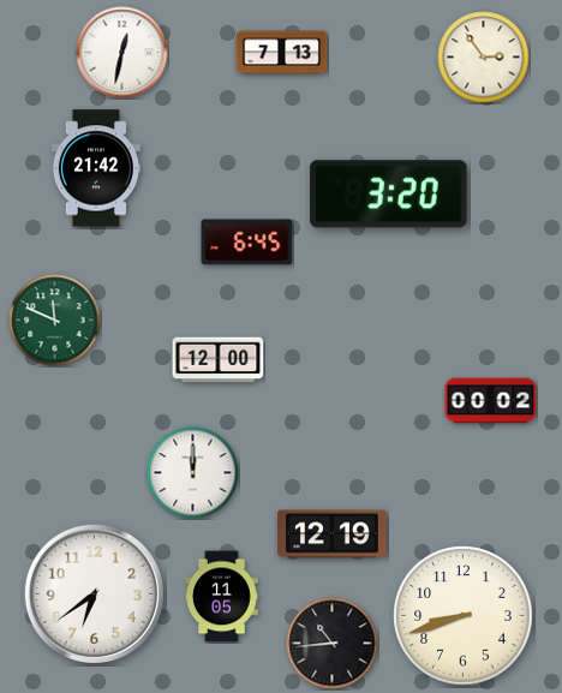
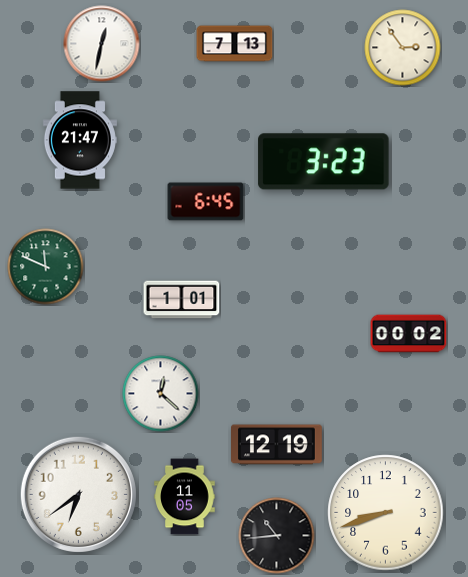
clock at (96, 168): 21:42 -> 21:47
clock at (389, 195): 3:20 -> 3:23
clock at (219, 360): 12:00 -> 1:01
clock at (193, 473): 12:00 -> 12:22
